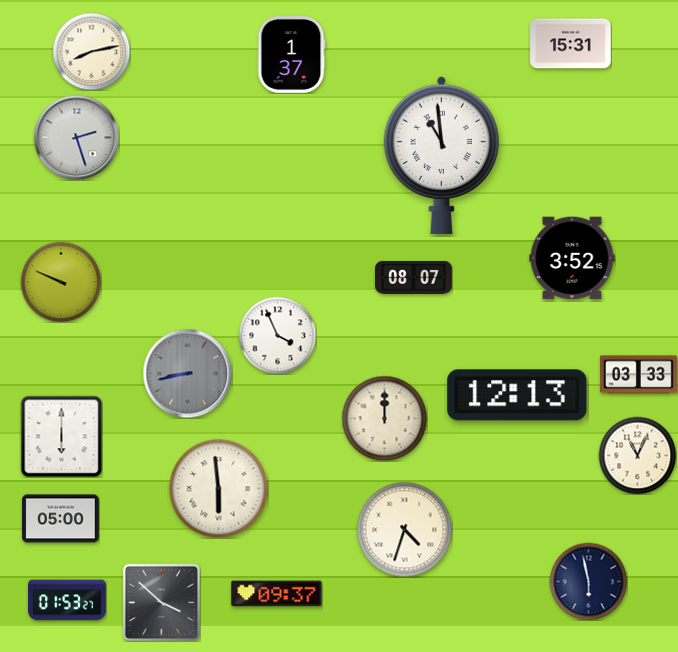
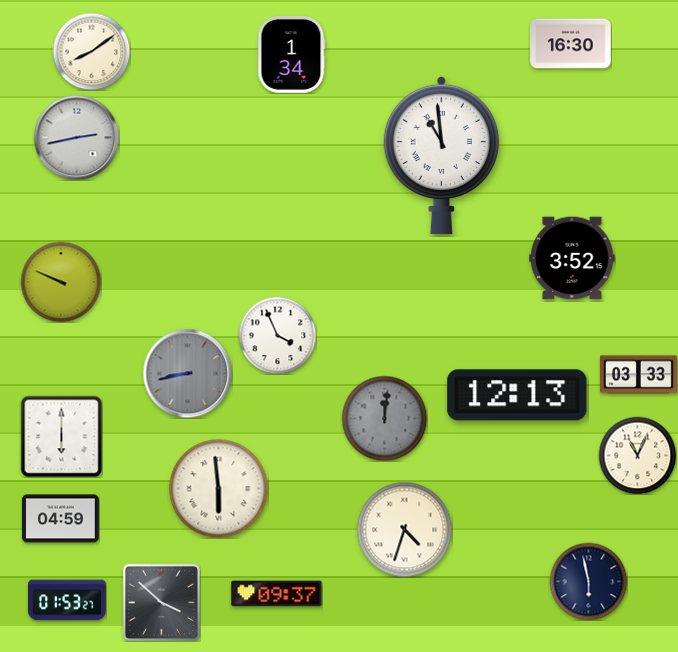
clock at (571, 44): 15:31 -> 16:30
clock at (91, 51): 8:13 -> 8:09
clock at (291, 55): 1:37 -> 1:34
clock at (76, 137): 2:27 -> 2:43
clock at (414, 277): 08:07 -> none
clock at (384, 418): 12:00 -> 12:01
clock at (384, 418) dial: cream -> grey
clock at (61, 519): 05:00 -> 04:59
